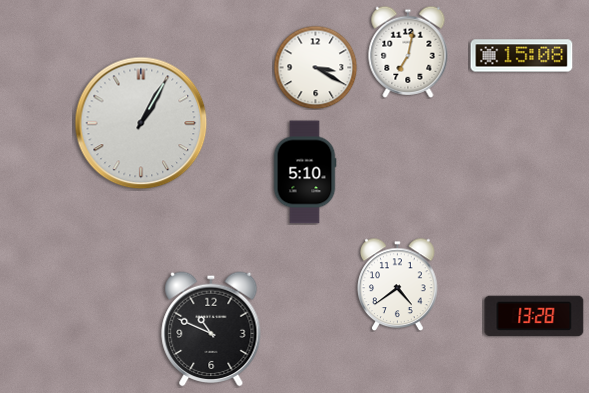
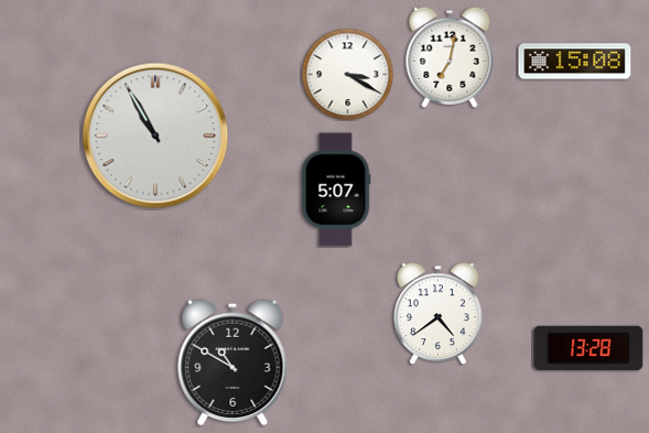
clock at (141, 123): 1:05 -> 10:55
clock at (305, 172): 5:10 -> 5:07
clock at (211, 329): 10:49 -> 10:50
